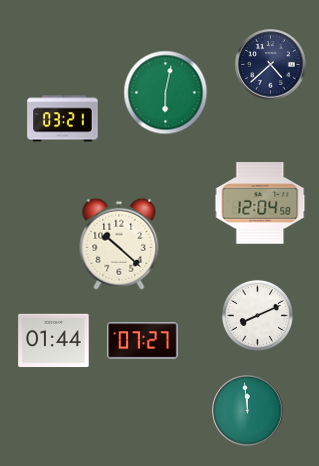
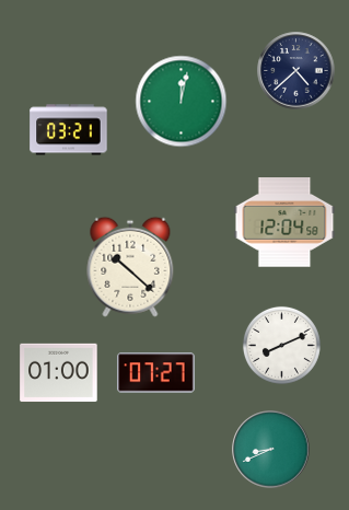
clock at (166, 93): 6:02 -> 12:02
clock at (54, 341): 01:44 -> 01:00
clock at (248, 411): 11:59 -> 8:41
